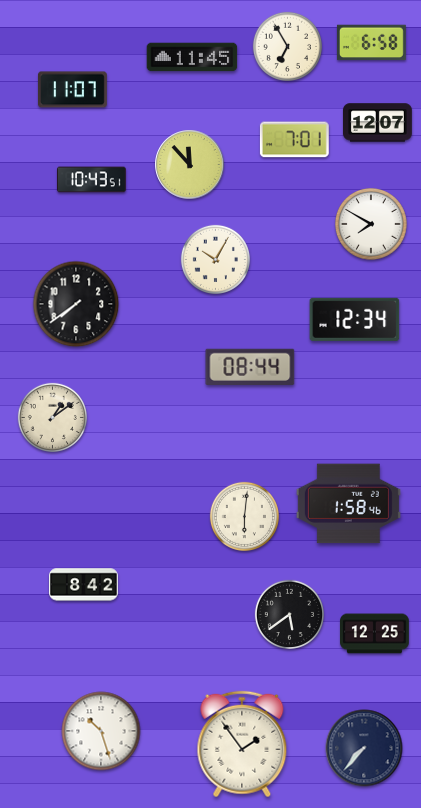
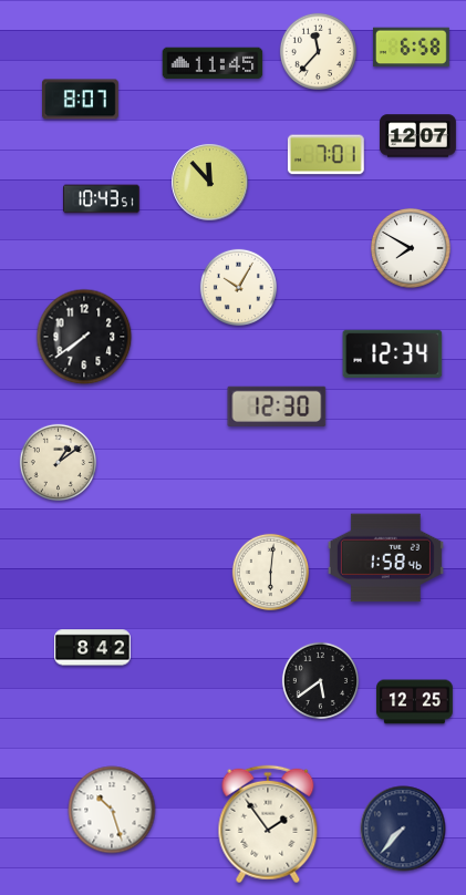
clock at (287, 46): 6:55 -> 11:37
clock at (73, 90): 11:07 -> 8:07
clock at (250, 367): 08:44 -> 12:30
